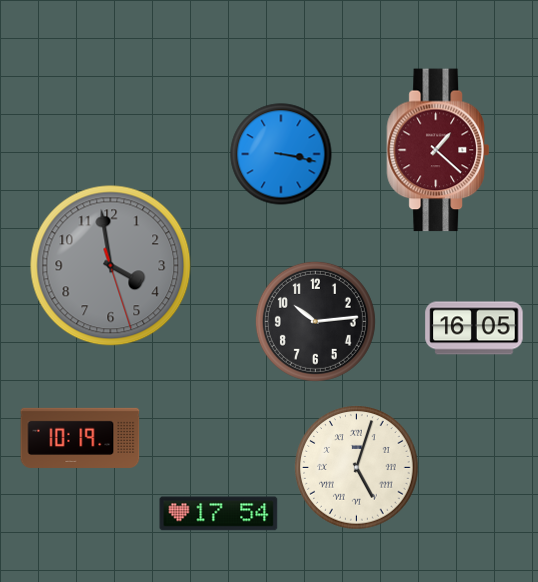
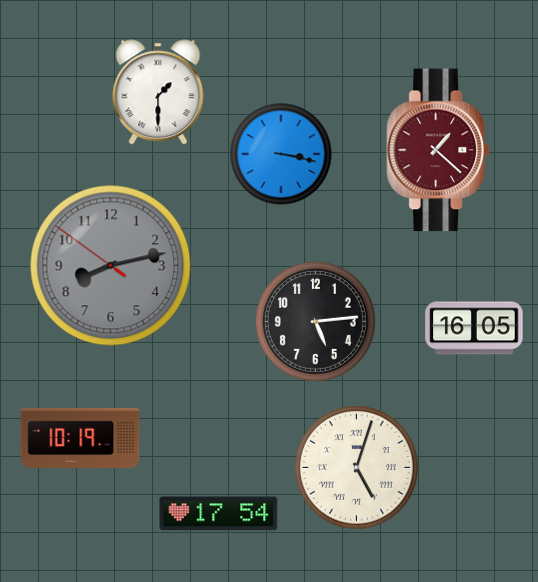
clock at (158, 92): none -> 1:30
clock at (111, 266): 3:58 -> 8:12
clock at (315, 321): 10:14 -> 5:14
